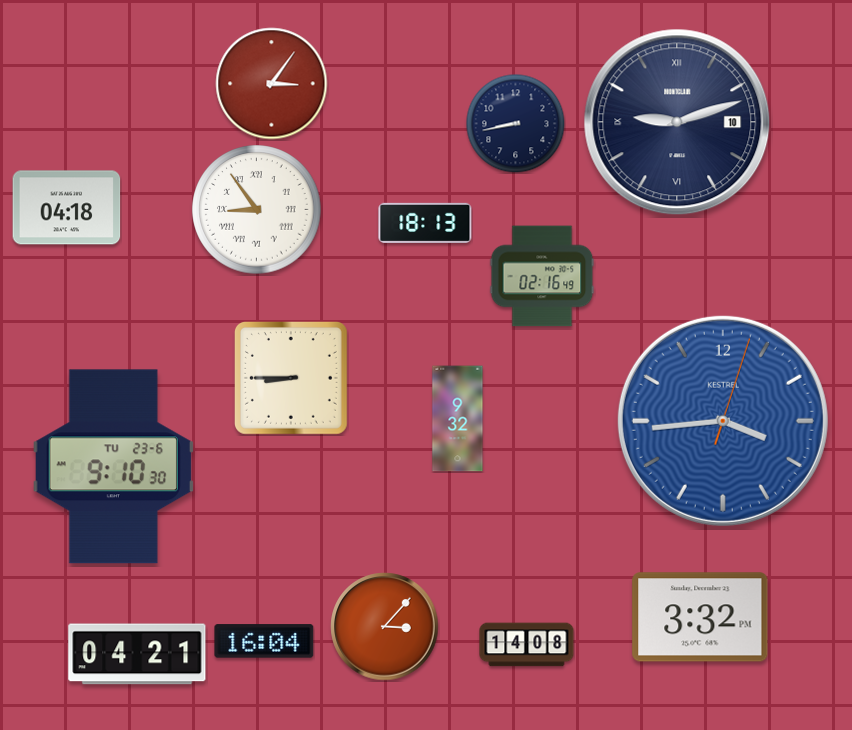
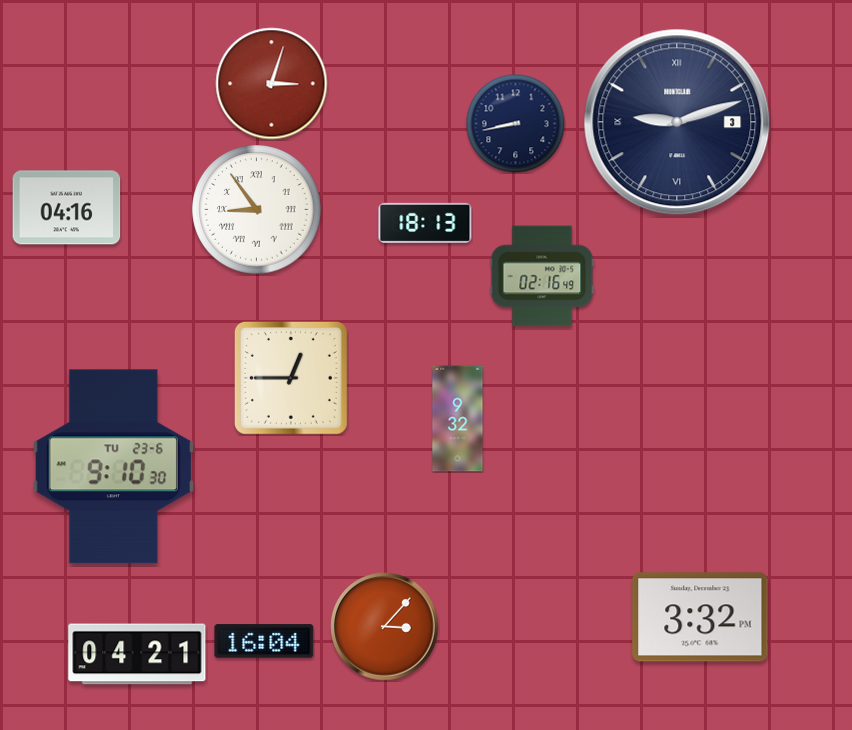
clock at (272, 84): 3:06 -> 3:03
clock at (677, 122) date: 10 -> 3
clock at (67, 208): 04:18 -> 04:16
clock at (291, 378): 8:45 -> 12:45
clock at (723, 421): 3:44 -> none
clock at (527, 645): 14:08 -> none
